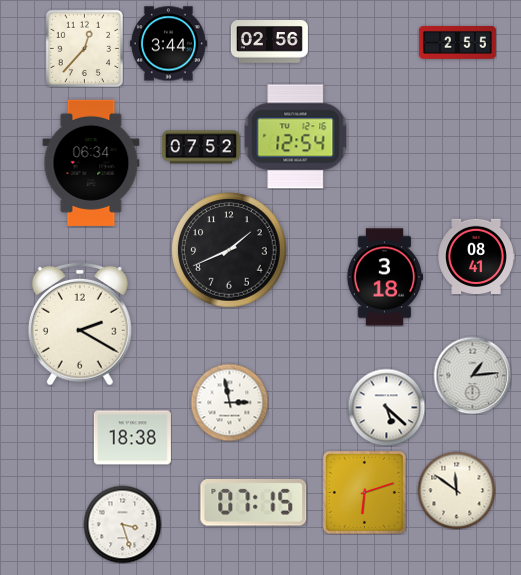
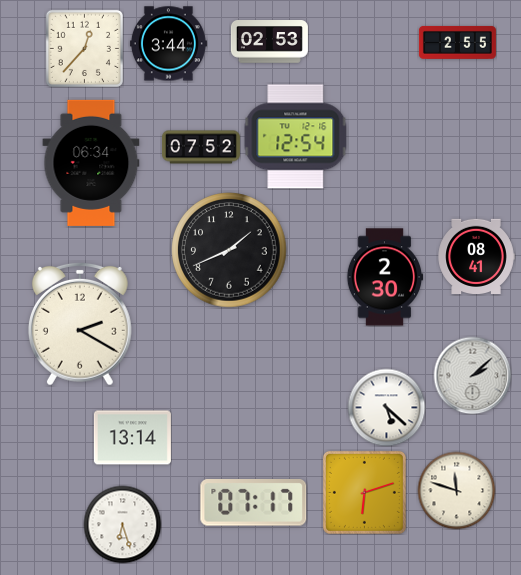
clock at (269, 42): 02:56 -> 02:53
clock at (385, 277): 3:18 -> 2:30
clock at (472, 375): 1:14 -> 2:08
clock at (229, 402): 2:58 -> none
clock at (132, 438): 18:38 -> 13:14
clock at (456, 490): 11:51 -> 11:48
clock at (254, 503): 07:15 -> 07:17
clock at (122, 524): 3:27 -> 6:27
